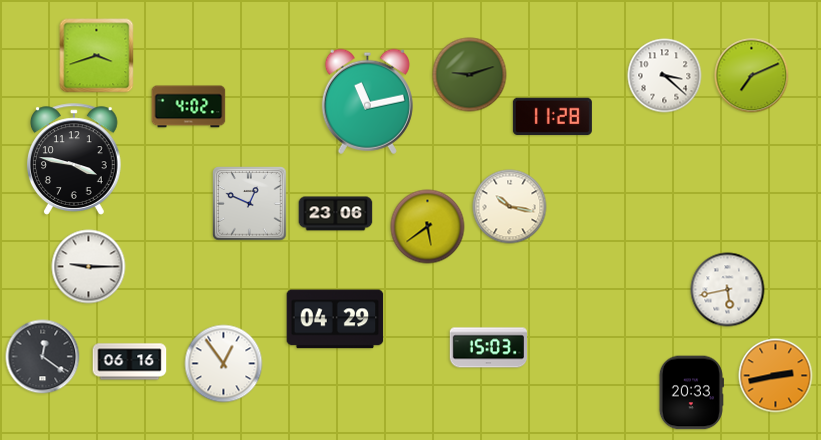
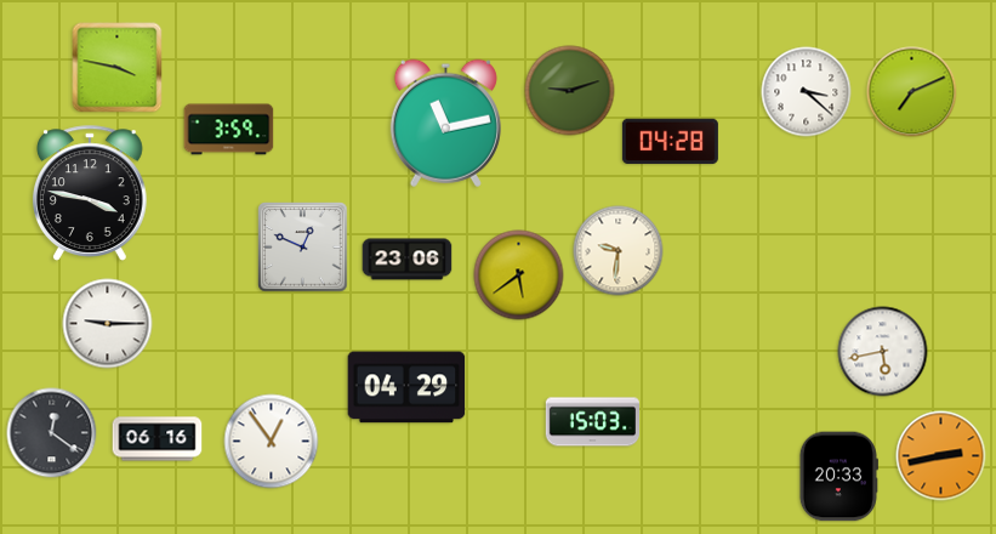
clock at (97, 56): 3:42 -> 3:47
clock at (189, 107): 4:02 -> 3:59
clock at (552, 117): 11:28 -> 04:28
clock at (510, 207): 10:17 -> 9:31
